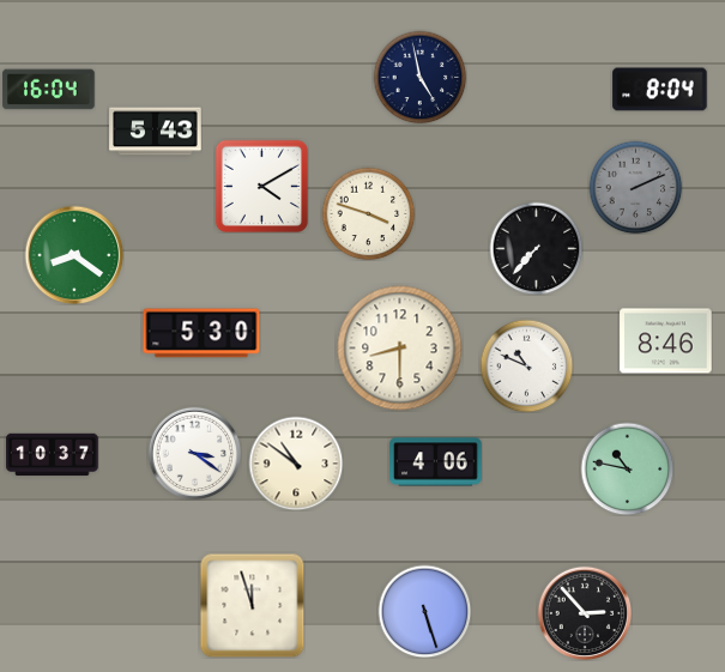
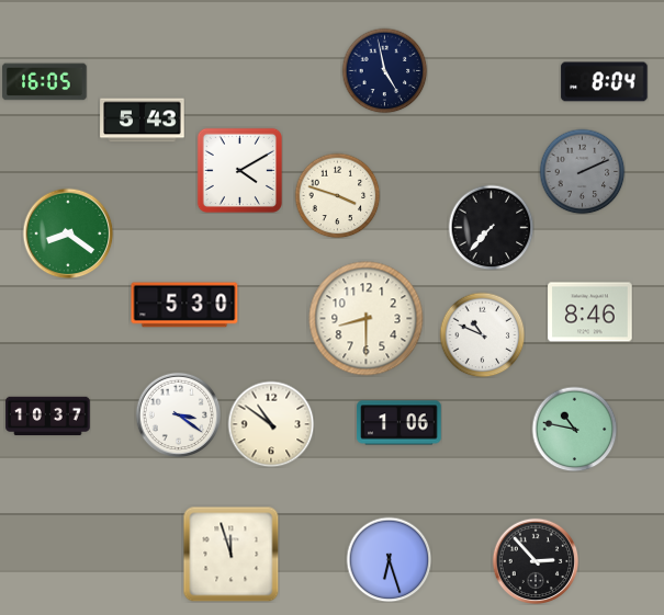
clock at (49, 90): 16:04 -> 16:05
clock at (666, 341) position: (666, 341) -> (590, 312)
clock at (436, 462): 4:06 -> 1:06
clock at (424, 611): 5:27 -> 6:27
